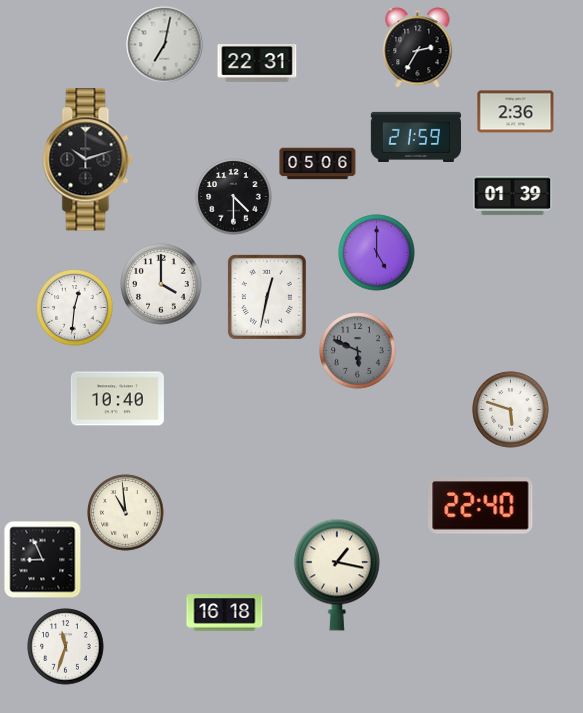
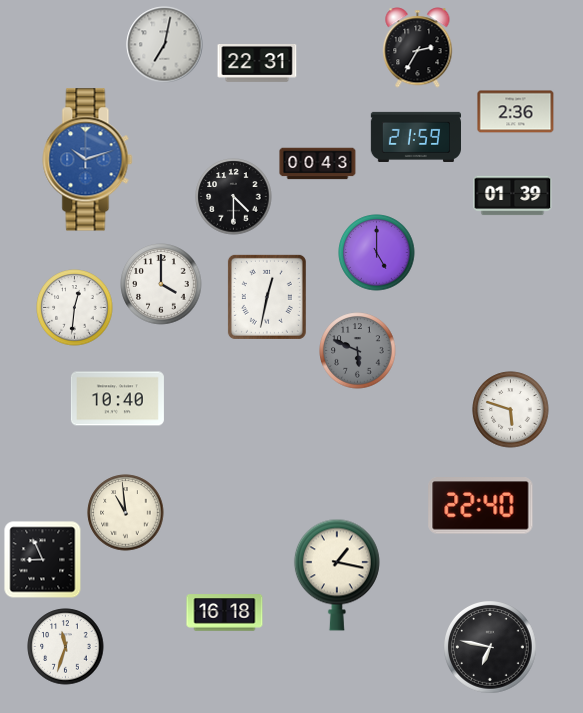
clock at (88, 160) dial: black -> blue
clock at (318, 164): 05:06 -> 00:43
clock at (491, 648): none -> 6:47
